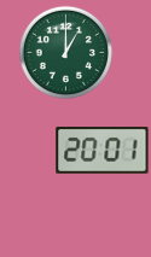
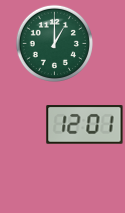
clock at (103, 151): 20:01 -> 12:01
